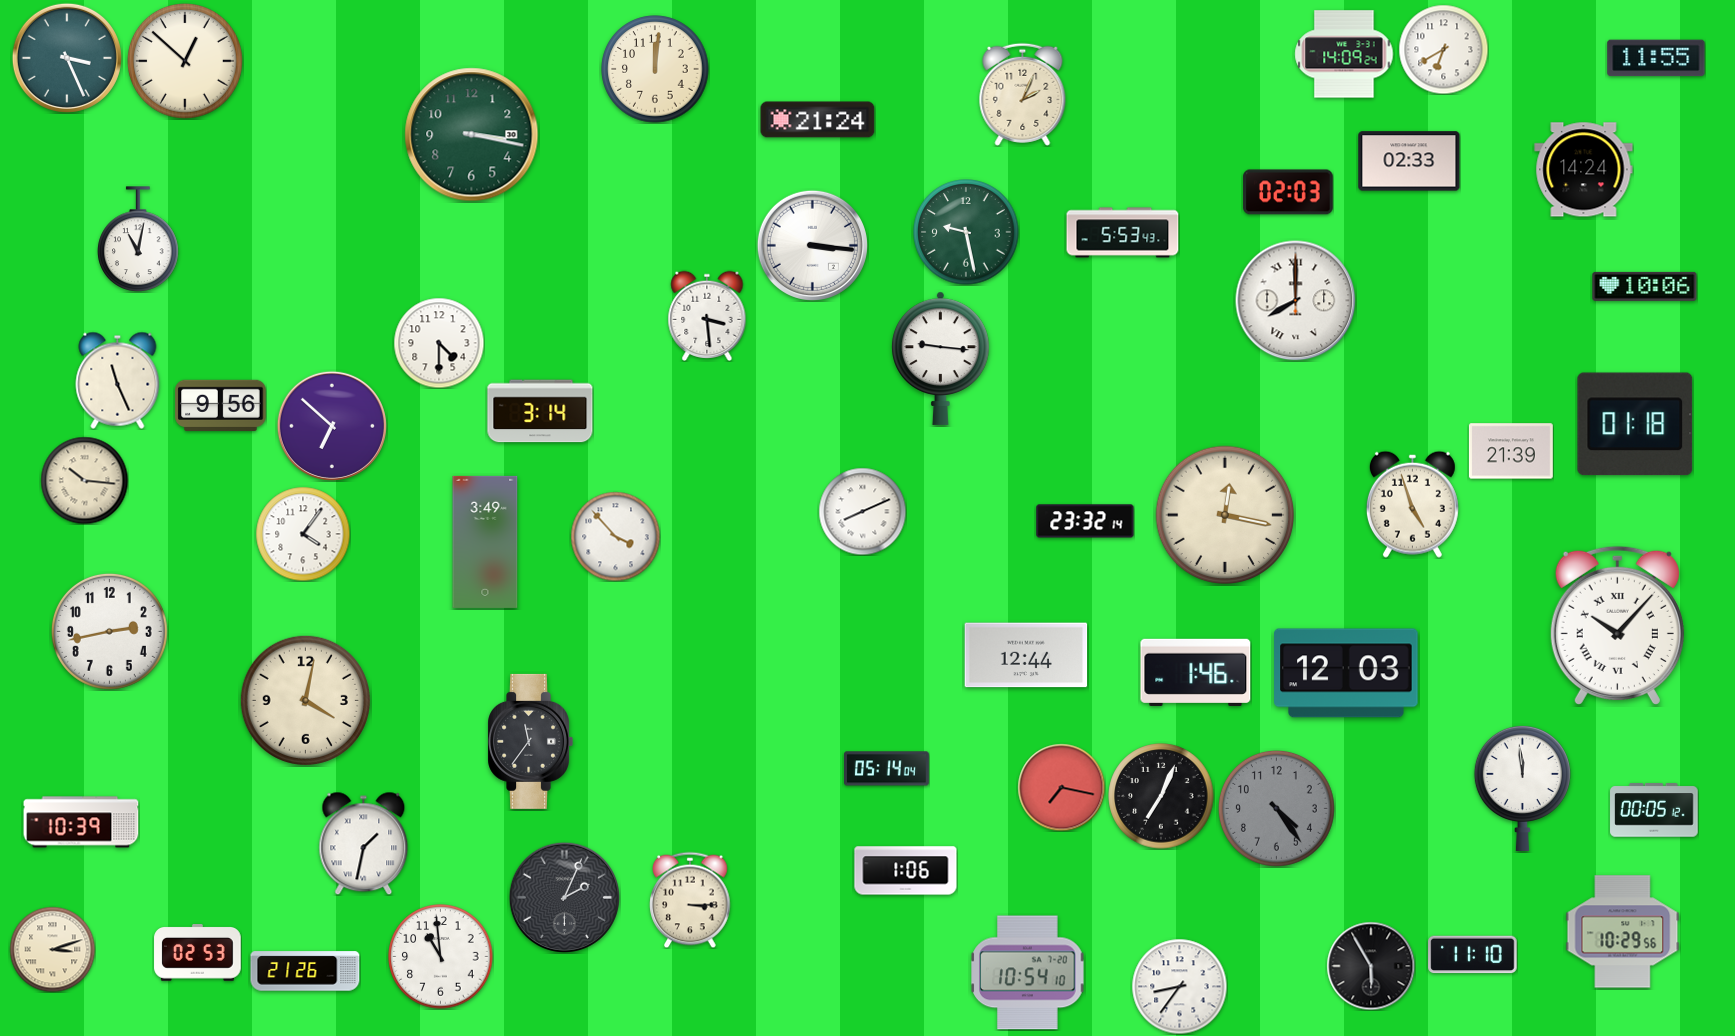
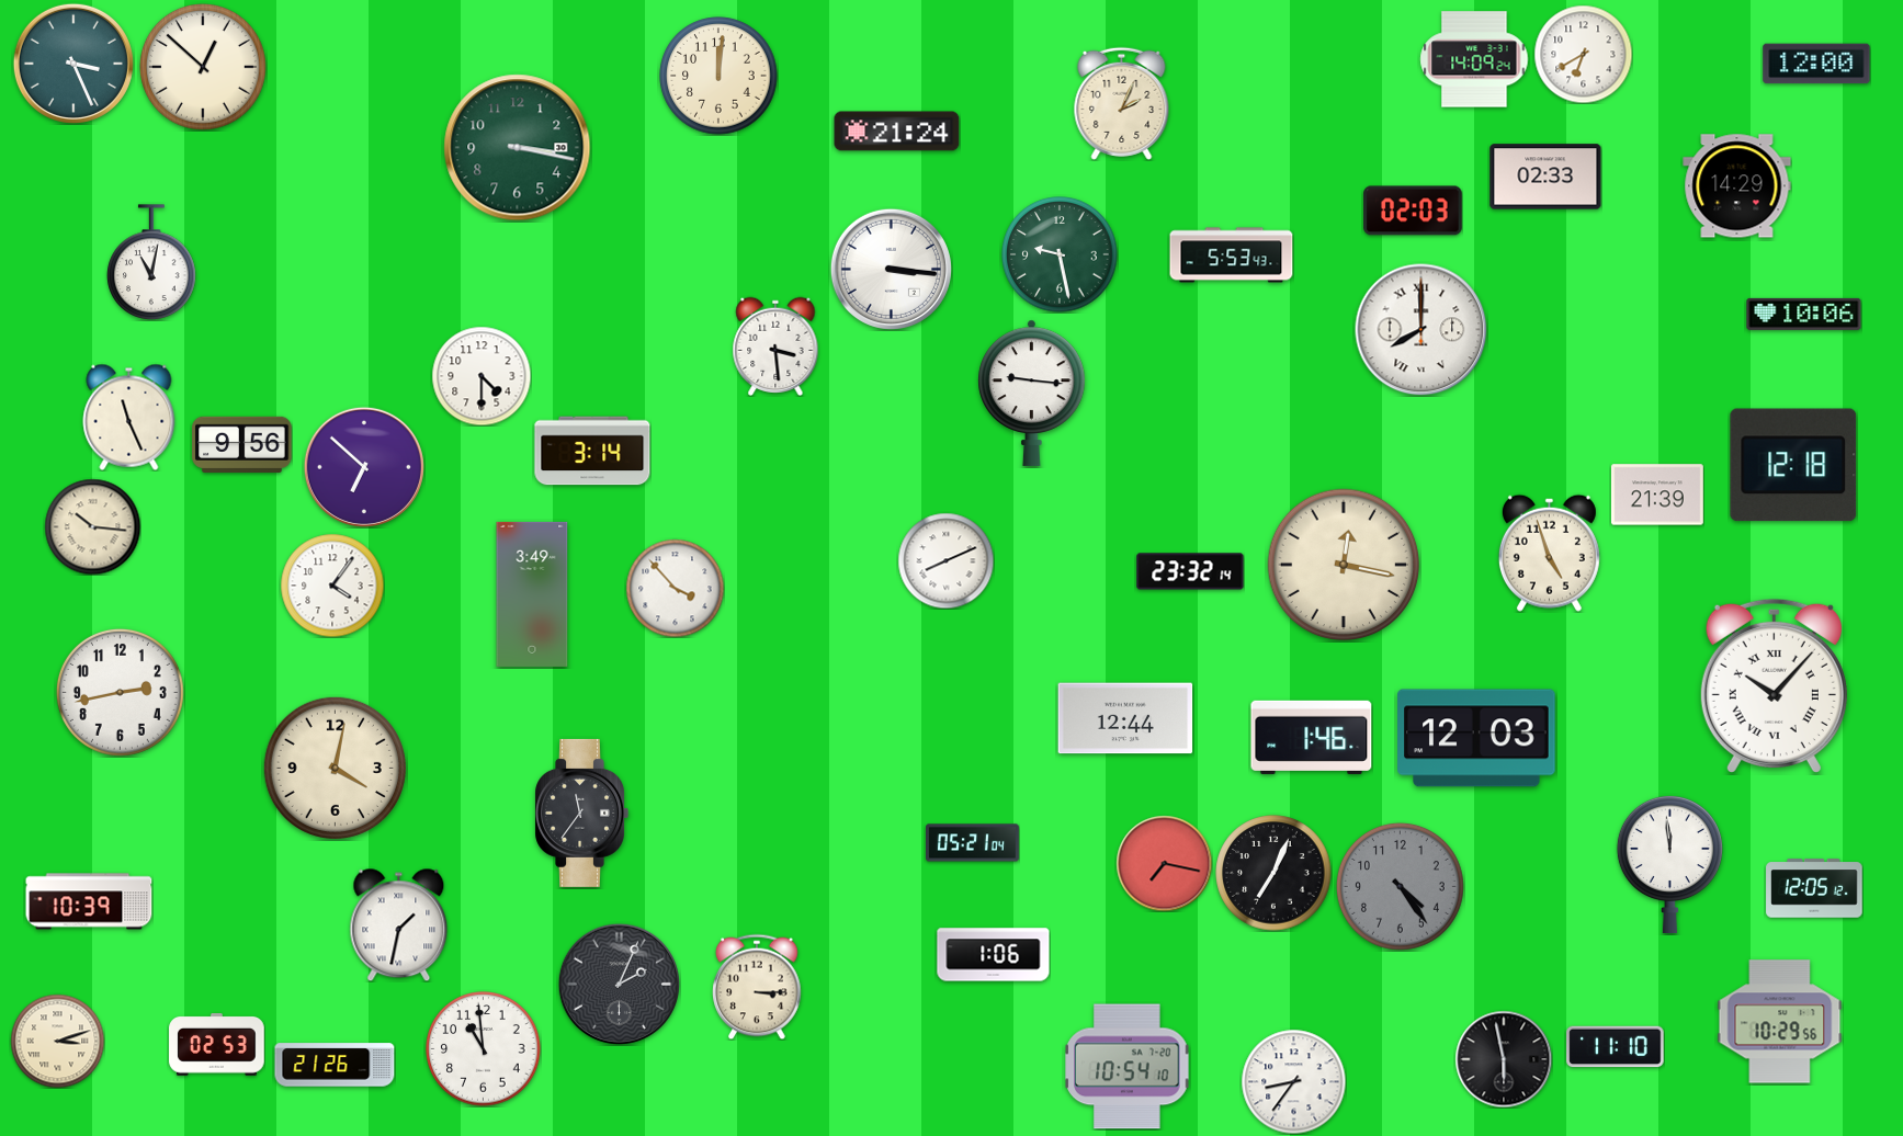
clock at (1656, 58): 11:55 -> 12:00
clock at (1584, 170): 14:24 -> 14:29
clock at (1635, 424): 01:18 -> 12:18
clock at (887, 769): 05:14 -> 05:21
clock at (1654, 810): 00:05 -> 12:05
clock at (1371, 966): 5:55 -> 5:58
